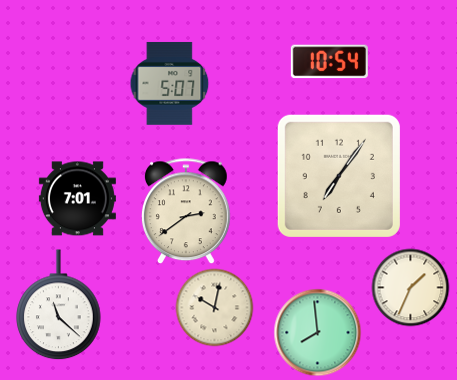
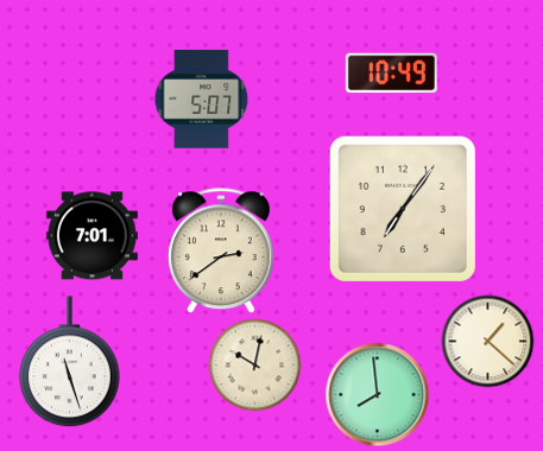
clock at (329, 62): 10:54 -> 10:49
clock at (410, 287): 1:34 -> 1:22
clock at (59, 305): 11:22 -> 11:27
